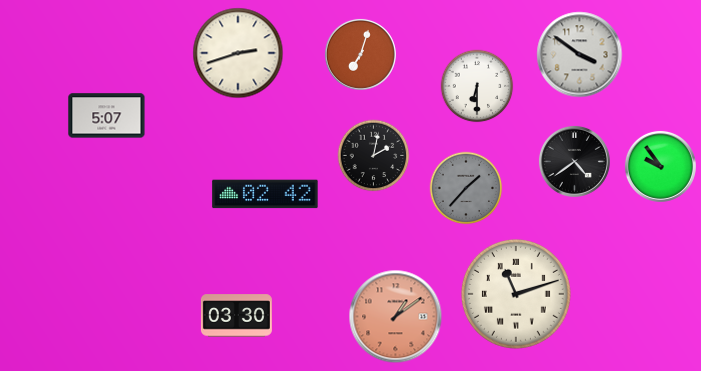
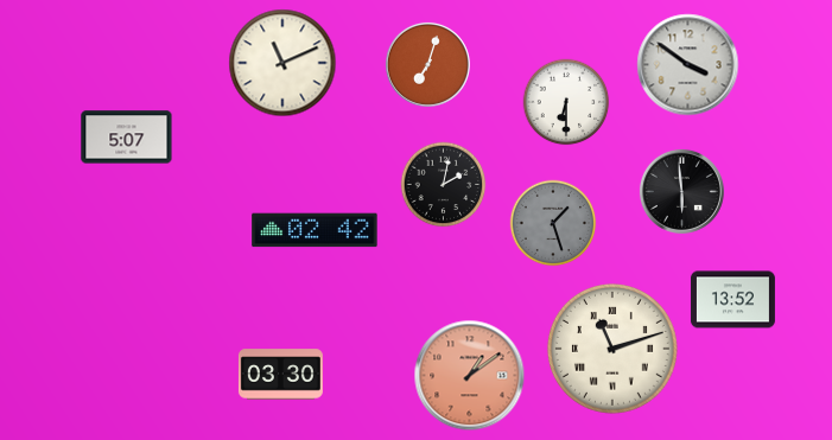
clock at (238, 53): 2:42 -> 11:11
clock at (574, 161): 4:39 -> 5:59
clock at (660, 166): 9:54 -> none
clock at (466, 188): 1:37 -> 1:27
clock at (732, 300): none -> 13:52
